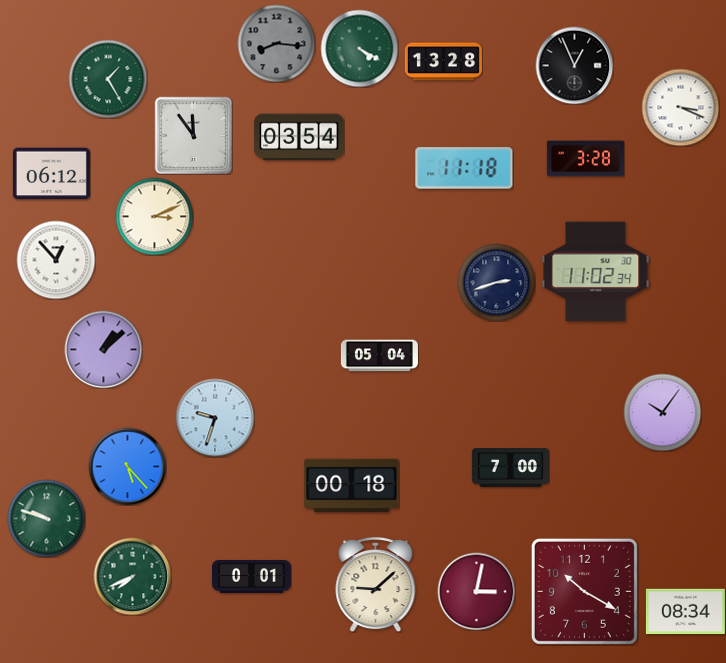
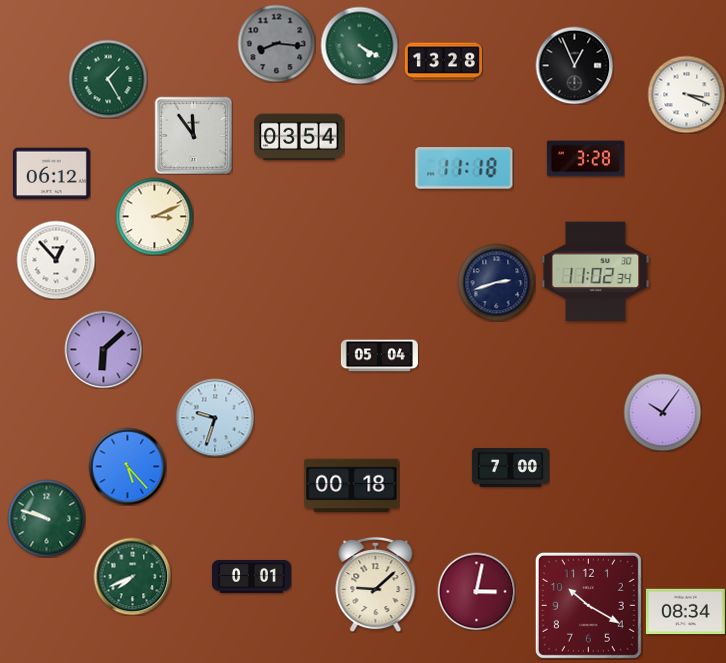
clock at (359, 48) position: (359, 48) -> (359, 45)
clock at (680, 107) position: (680, 107) -> (686, 94)
clock at (103, 349): 1:08 -> 6:08
clock at (584, 591) position: (584, 591) -> (588, 605)
